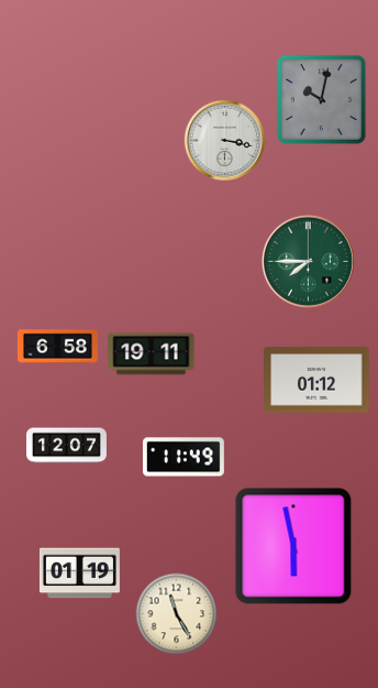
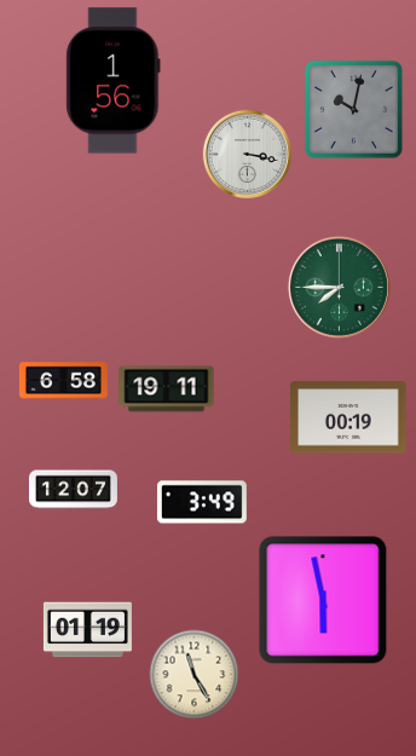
clock at (114, 81): none -> 1:56
clock at (316, 380): 01:12 -> 00:19
clock at (184, 457): 11:49 -> 3:49
